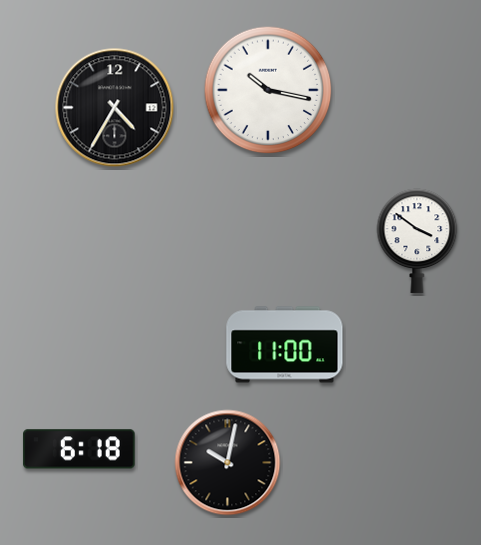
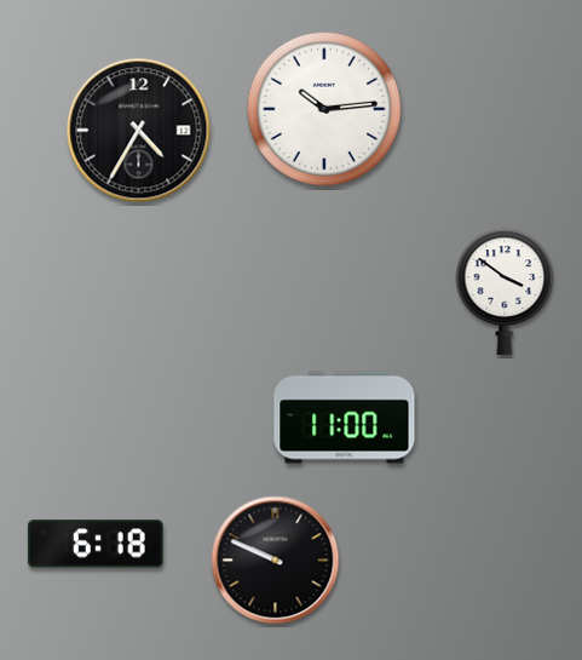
clock at (268, 90): 10:17 -> 10:14
clock at (228, 463): 10:02 -> 9:49
